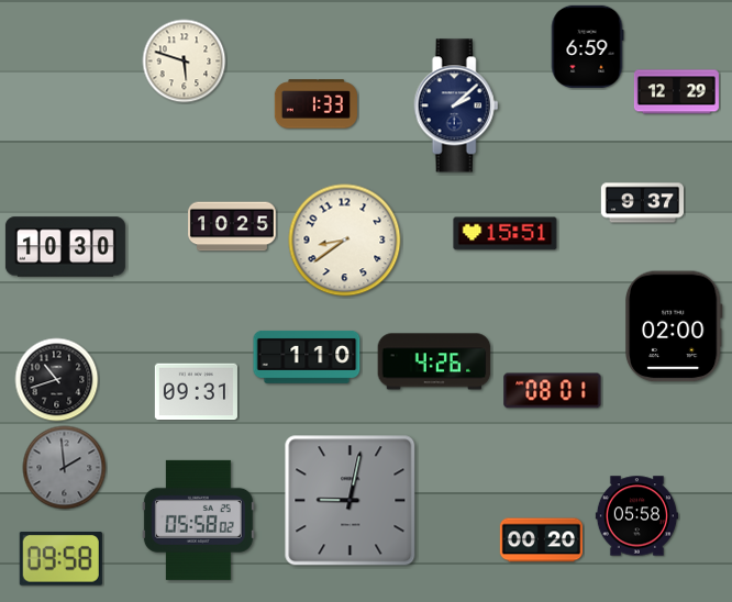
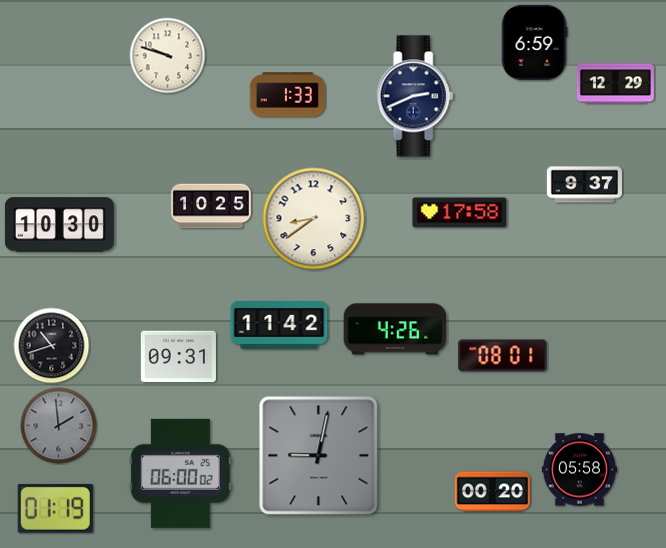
clock at (185, 62): 5:48 -> 9:48
clock at (456, 105): 2:08 -> 2:41
clock at (506, 234): 15:51 -> 17:58
clock at (674, 326): 02:00 -> none
clock at (307, 357): 1:10 -> 11:42
clock at (198, 520): 05:58 -> 06:00
clock at (60, 558): 09:58 -> 01:19
